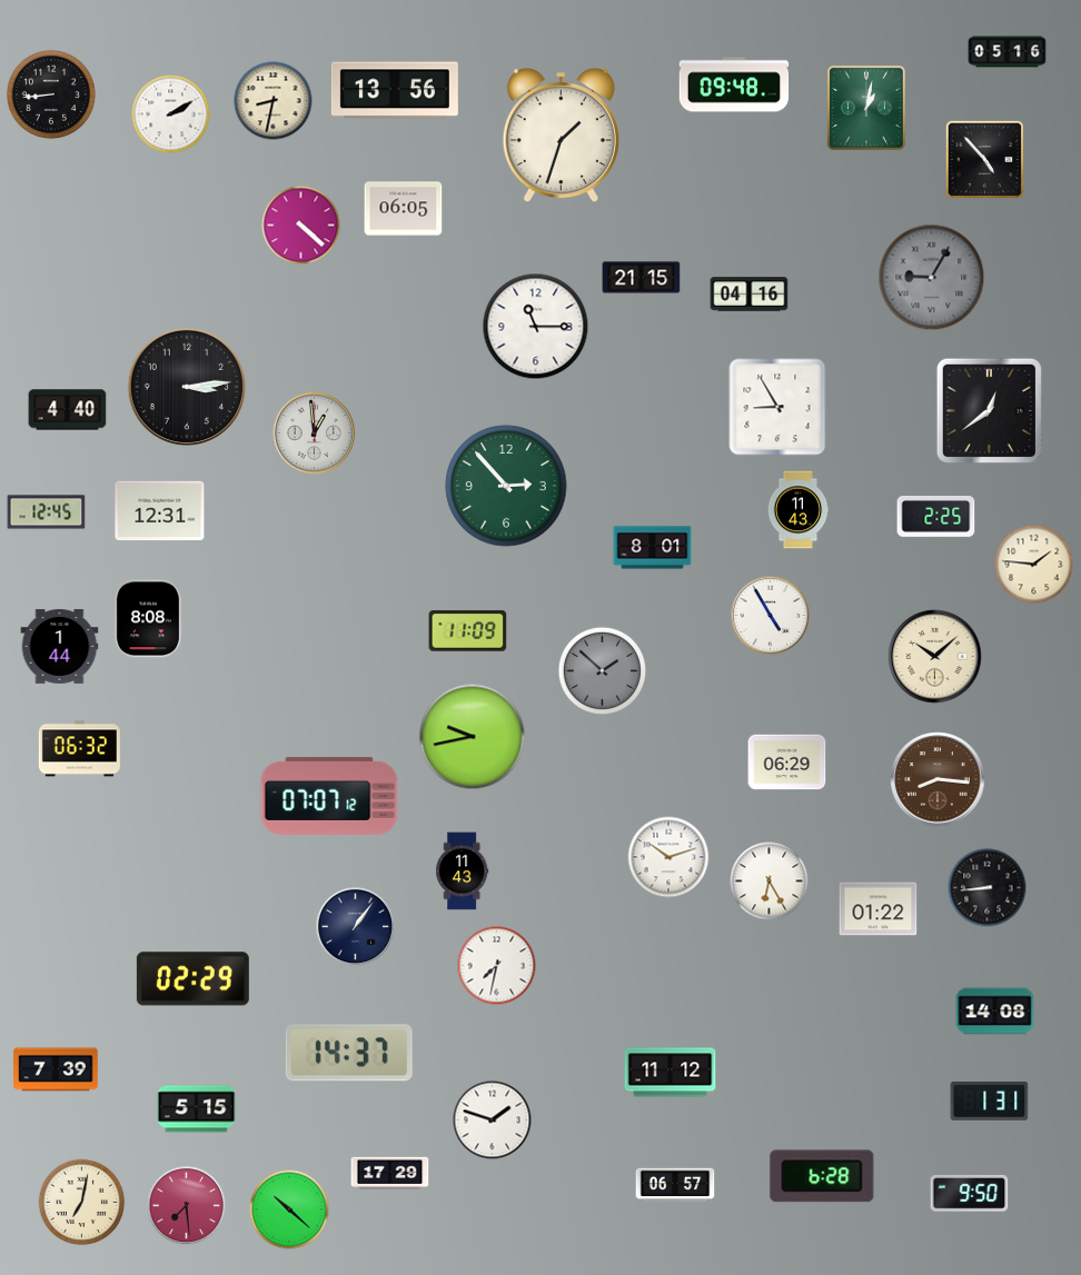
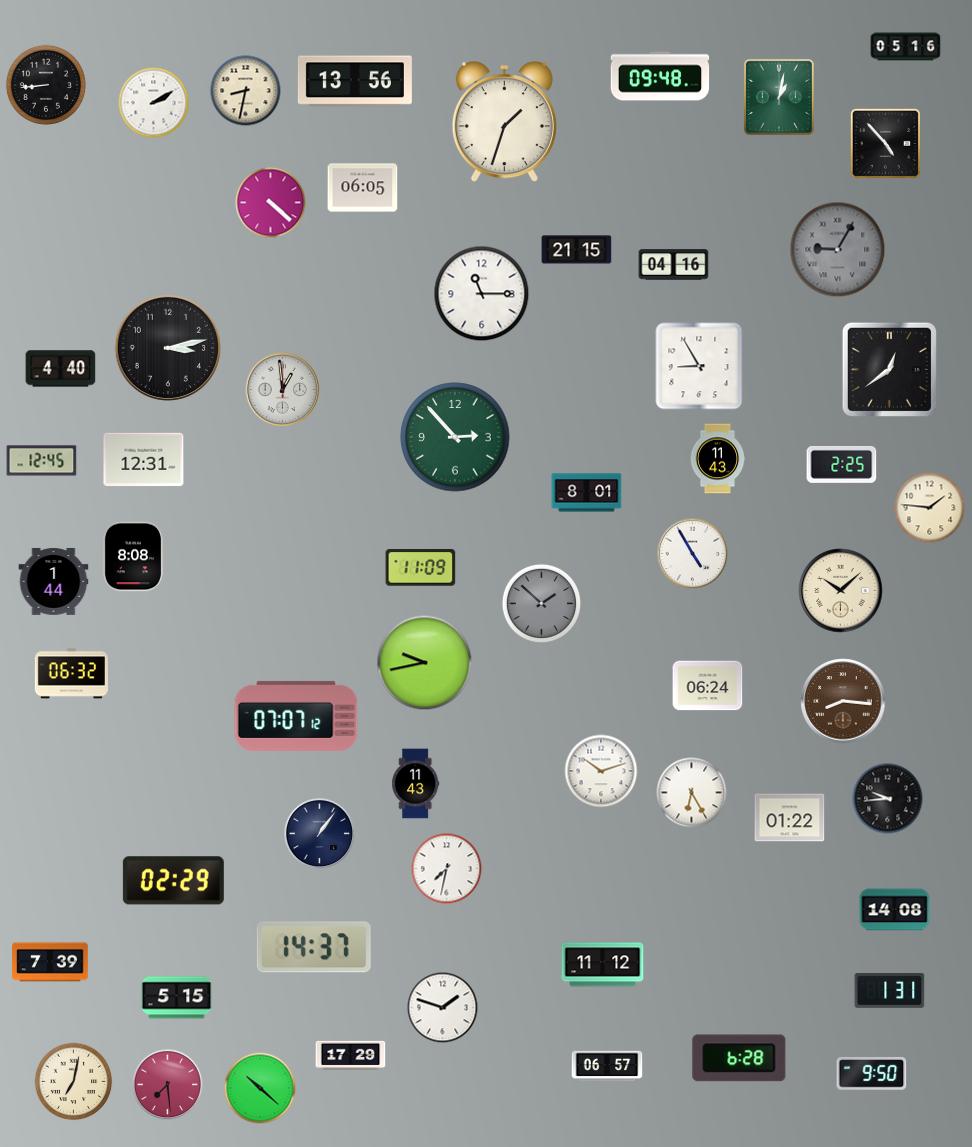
clock at (187, 387): 3:14 -> 3:13
clock at (787, 763): 06:29 -> 06:24
clock at (988, 888): 8:44 -> 9:44
